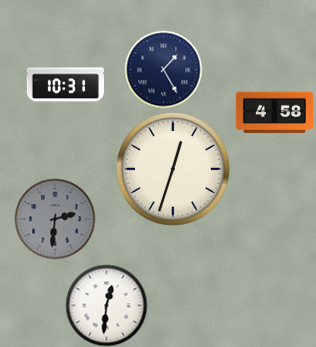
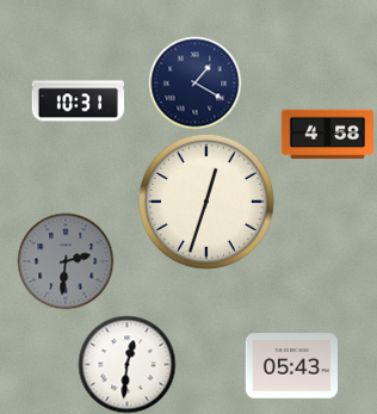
clock at (163, 69): 1:25 -> 1:20
clock at (291, 366): none -> 05:43
